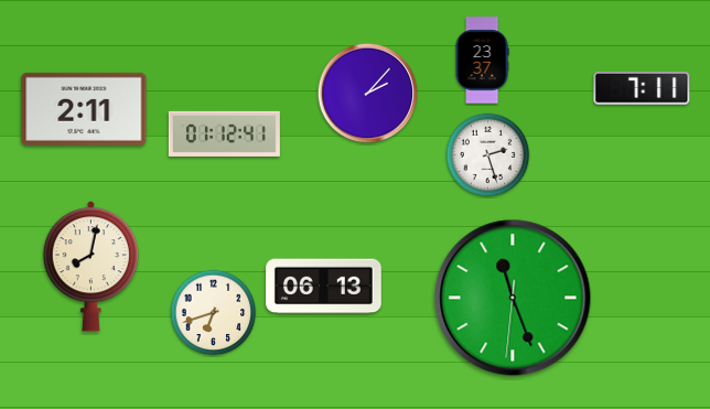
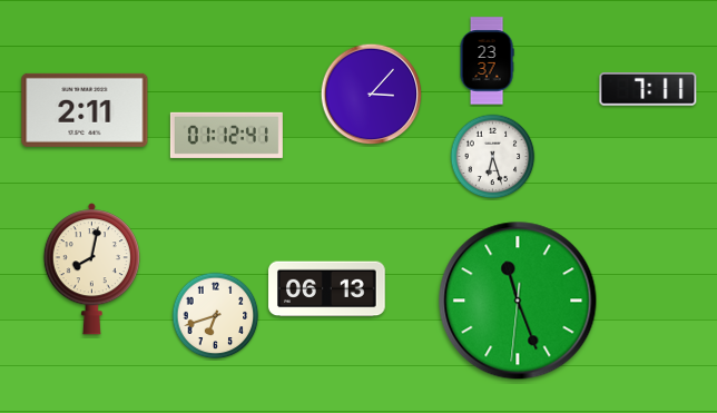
clock at (368, 94): 2:07 -> 3:07
clock at (488, 155): 2:27 -> 6:27
